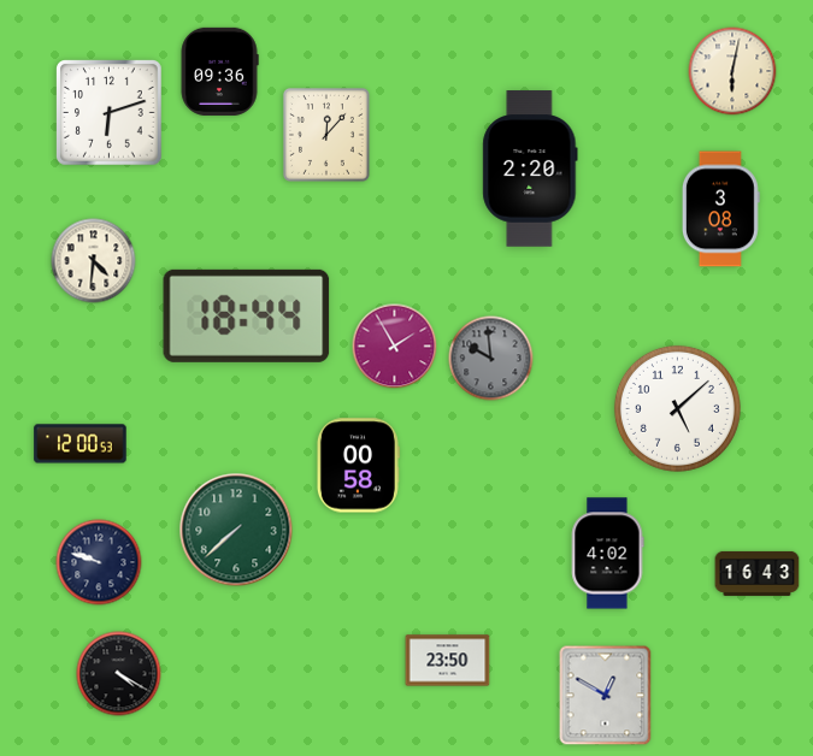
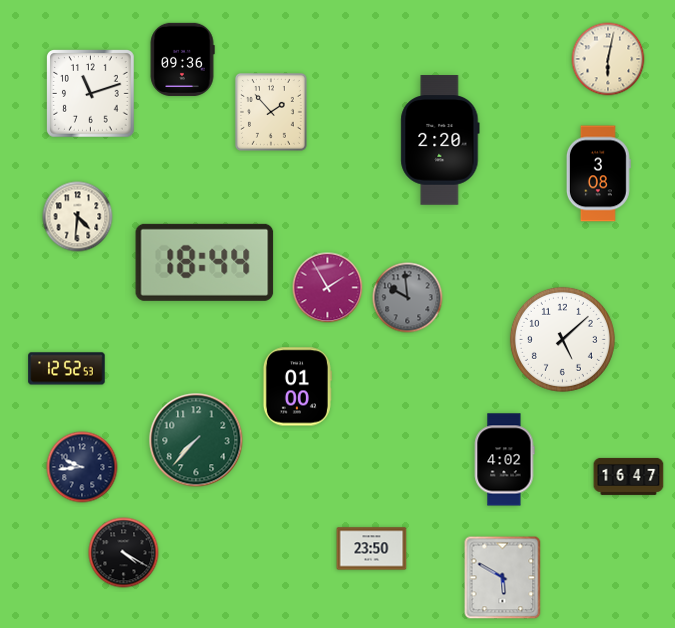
clock at (110, 113): 6:12 -> 11:12
clock at (326, 136): 12:07 -> 1:53
clock at (81, 444): 12:00 -> 12:52
clock at (358, 466): 00:58 -> 01:00
clock at (236, 530): 7:38 -> 7:37
clock at (99, 562): 9:48 -> 9:44
clock at (758, 573): 16:43 -> 16:47
clock at (119, 674) position: (119, 674) -> (124, 553)
clock at (606, 696): 12:50 -> 5:50
